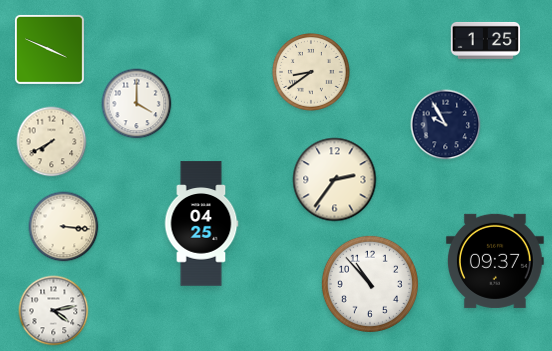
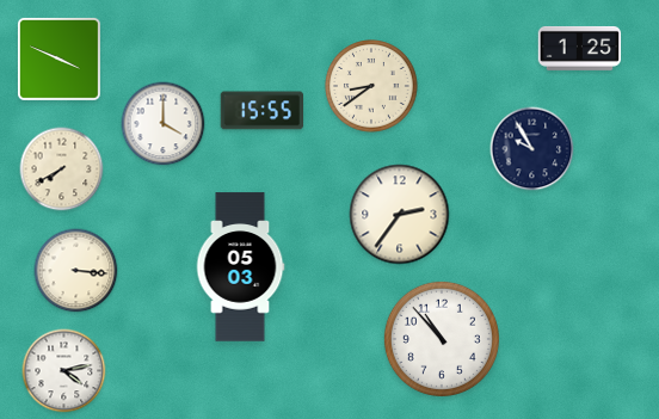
clock at (261, 111): none -> 15:55
clock at (201, 224): 04:25 -> 05:03
clock at (495, 261): 09:37 -> none
